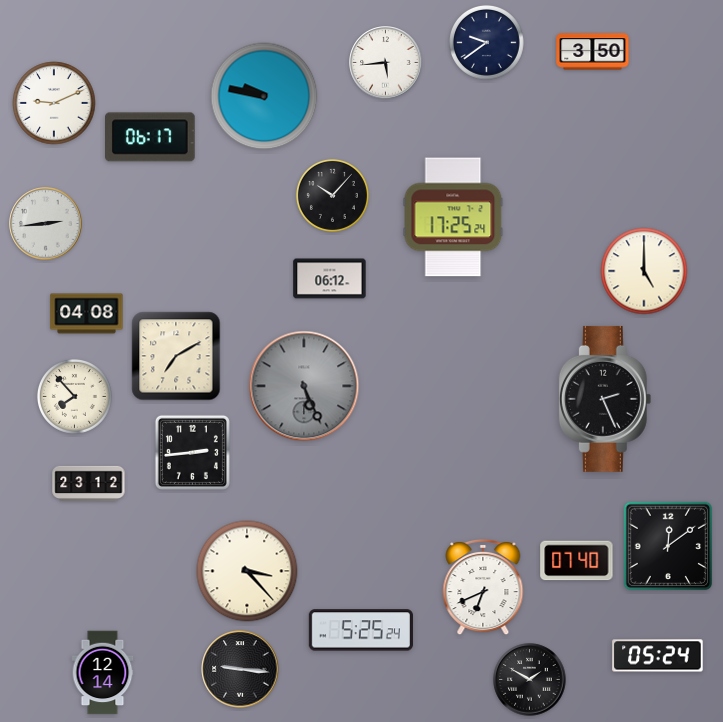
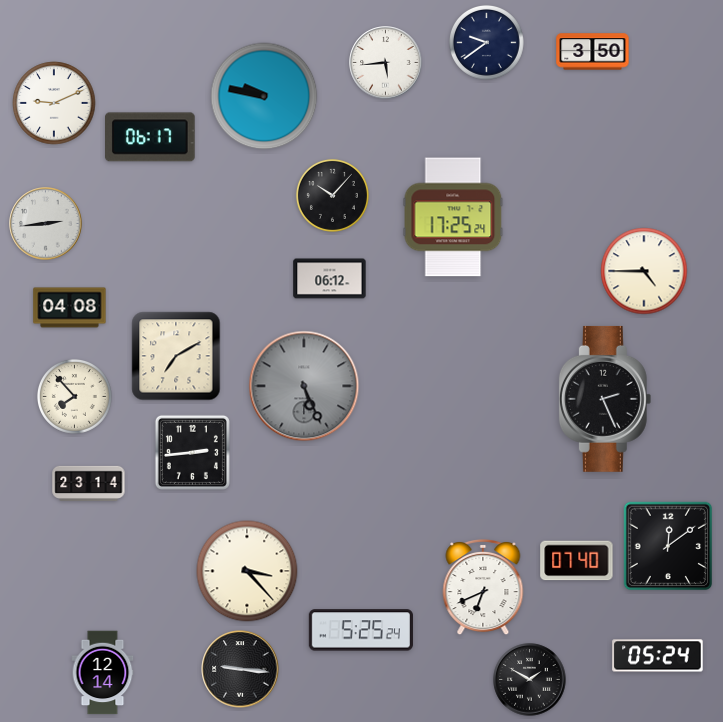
clock at (644, 271): 5:00 -> 4:45
clock at (87, 314) position: (87, 314) -> (70, 308)
clock at (89, 483): 23:12 -> 23:14
